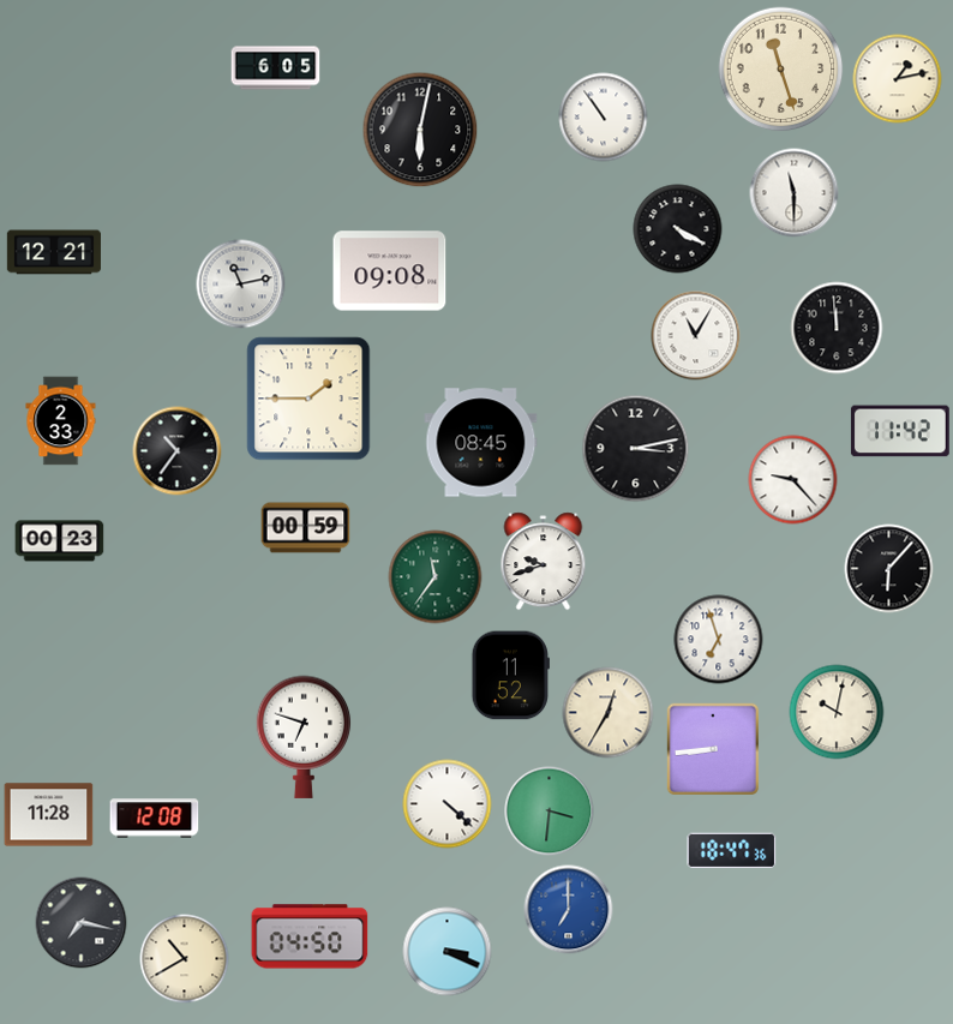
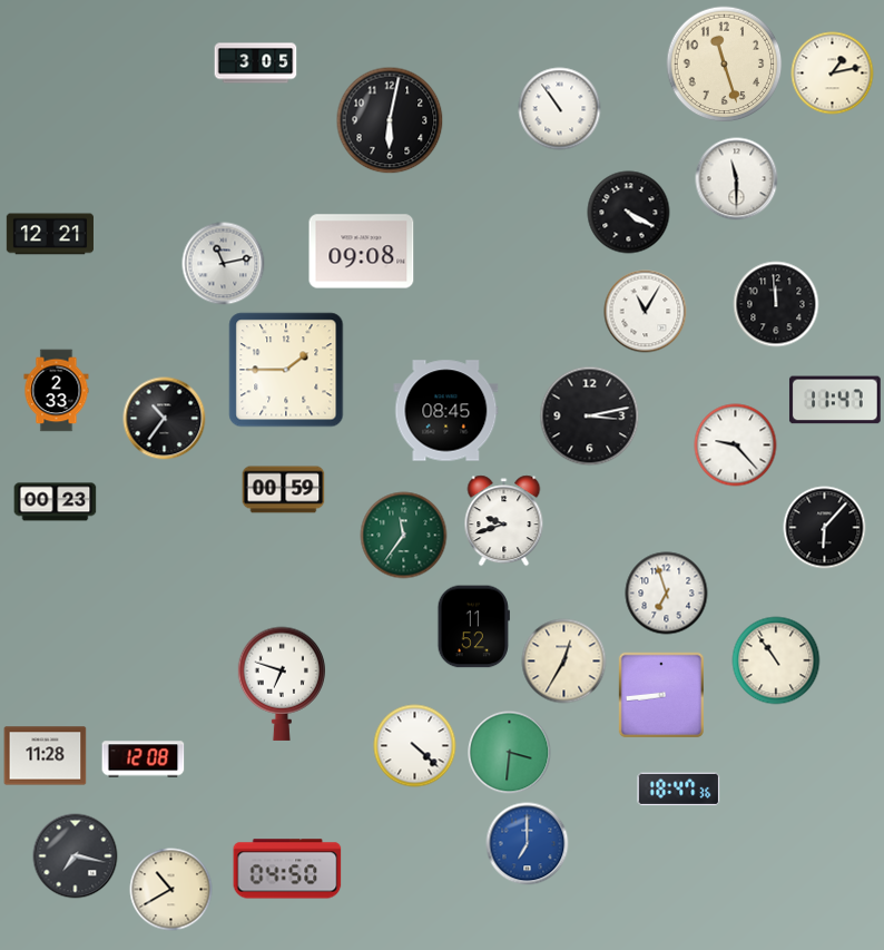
clock at (276, 68): 6:05 -> 3:05
clock at (900, 431): 11:42 -> 11:47
clock at (837, 712): 10:02 -> 10:54
clock at (448, 952): 3:19 -> none
